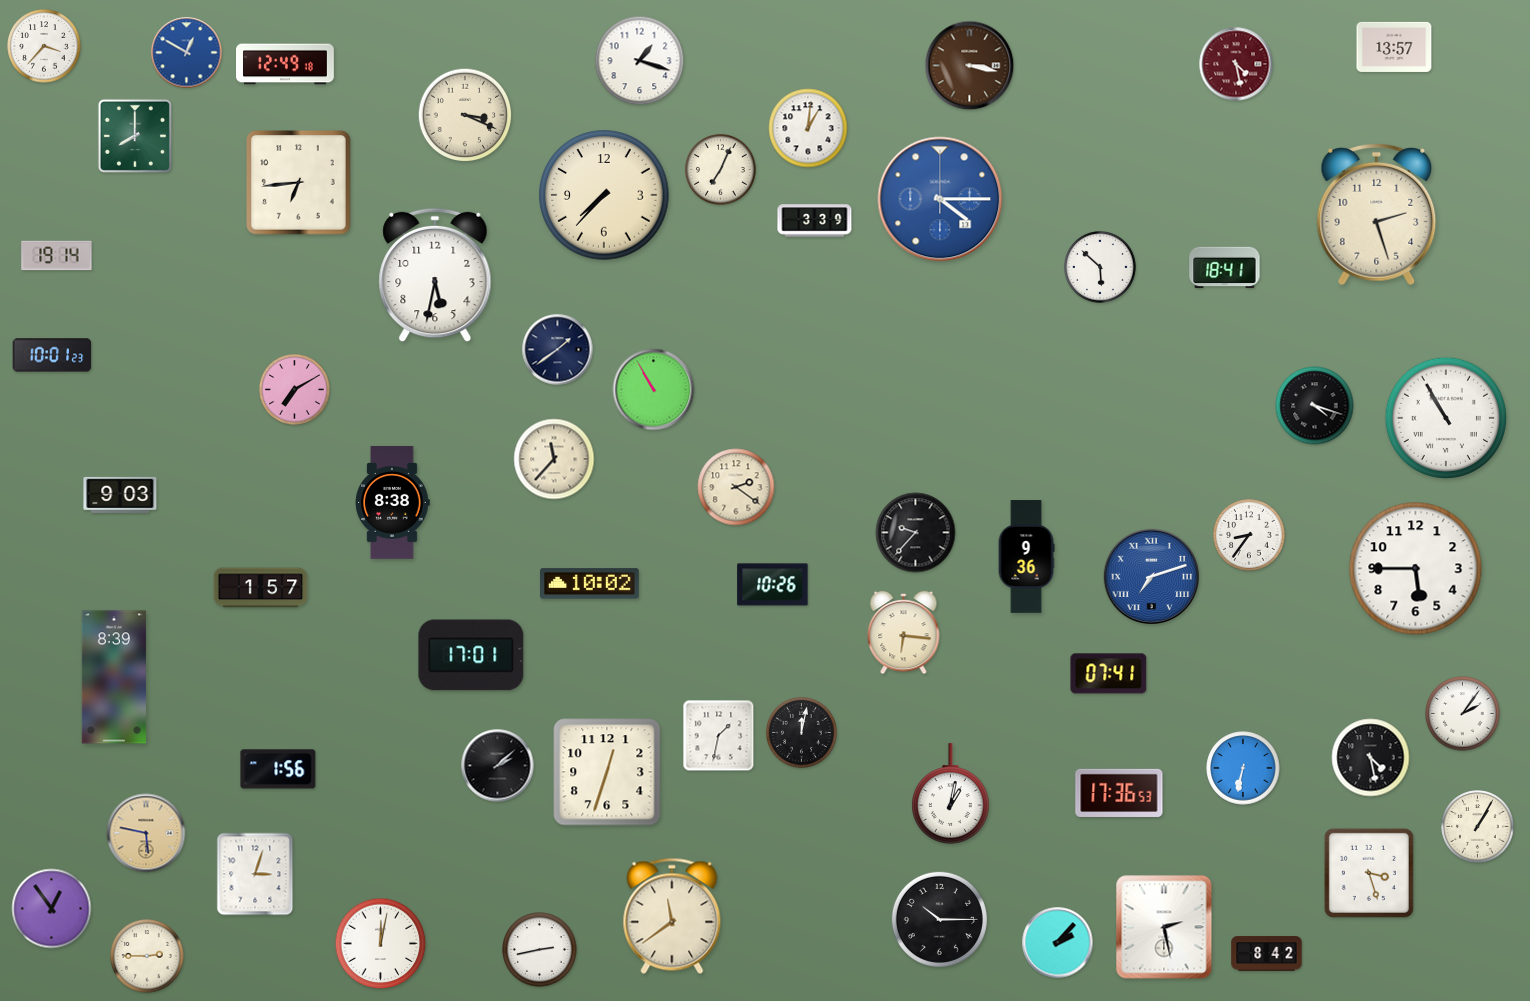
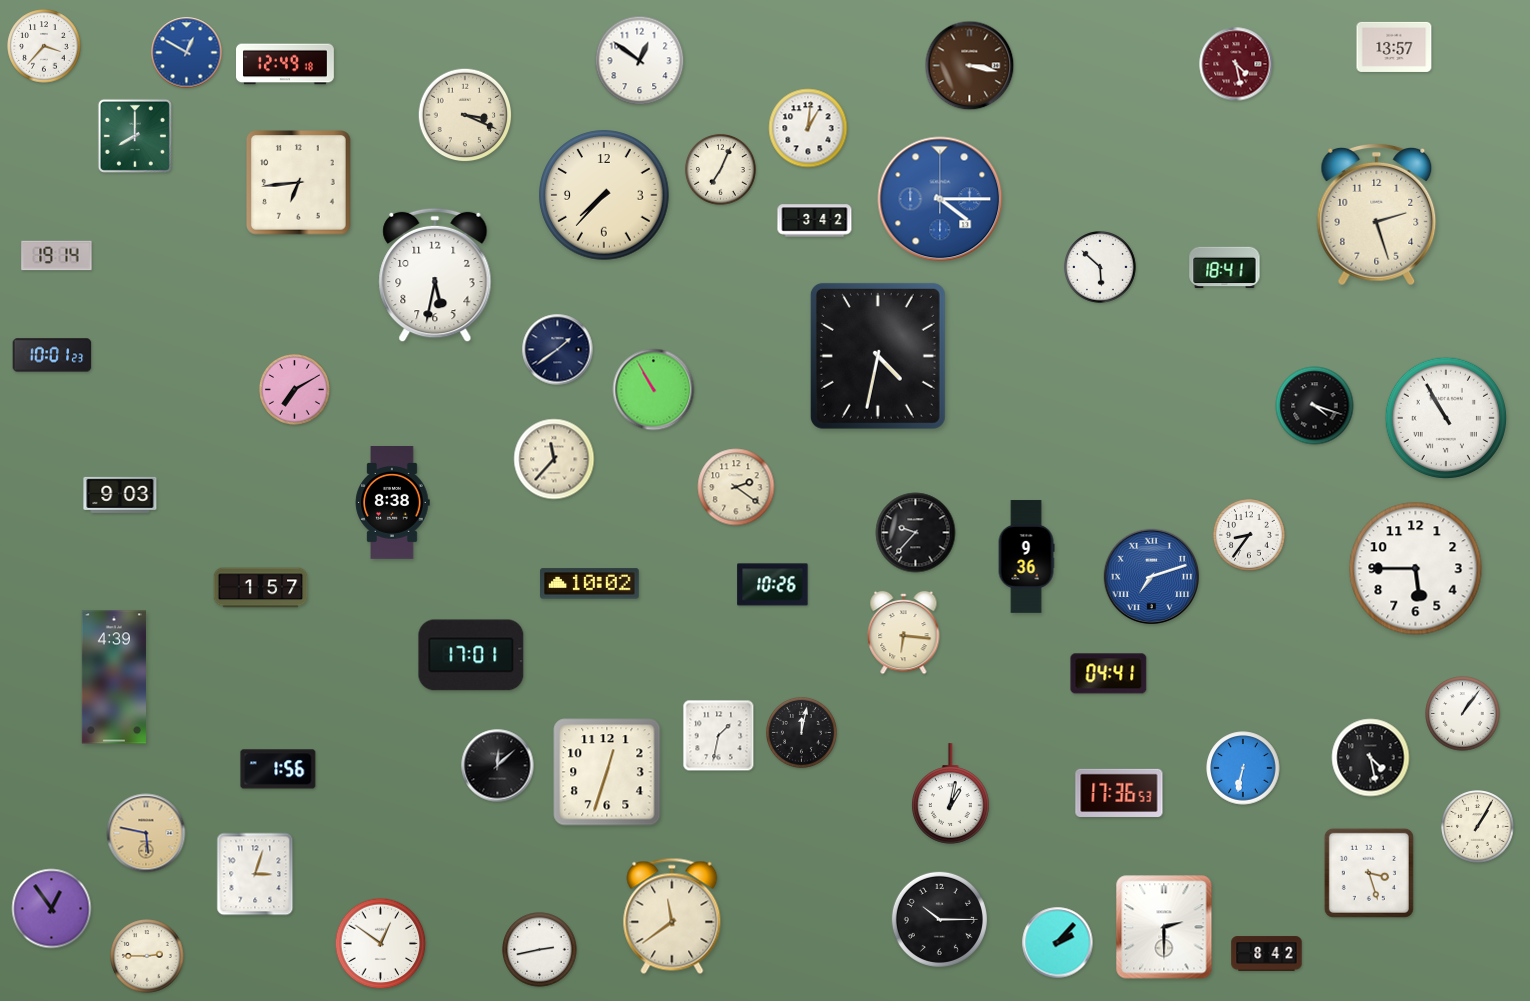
clock at (640, 61): 1:18 -> 12:51
clock at (815, 221): 3:39 -> 3:42
clock at (878, 356): none -> 4:32
clock at (1109, 674): 07:41 -> 04:41
clock at (114, 677): 8:39 -> 4:39
clock at (1463, 714): 2:06 -> 1:06
clock at (498, 766): 2:08 -> 12:08
clock at (1164, 927): 2:28 -> 2:30
clock at (381, 944): 12:02 -> 12:51
